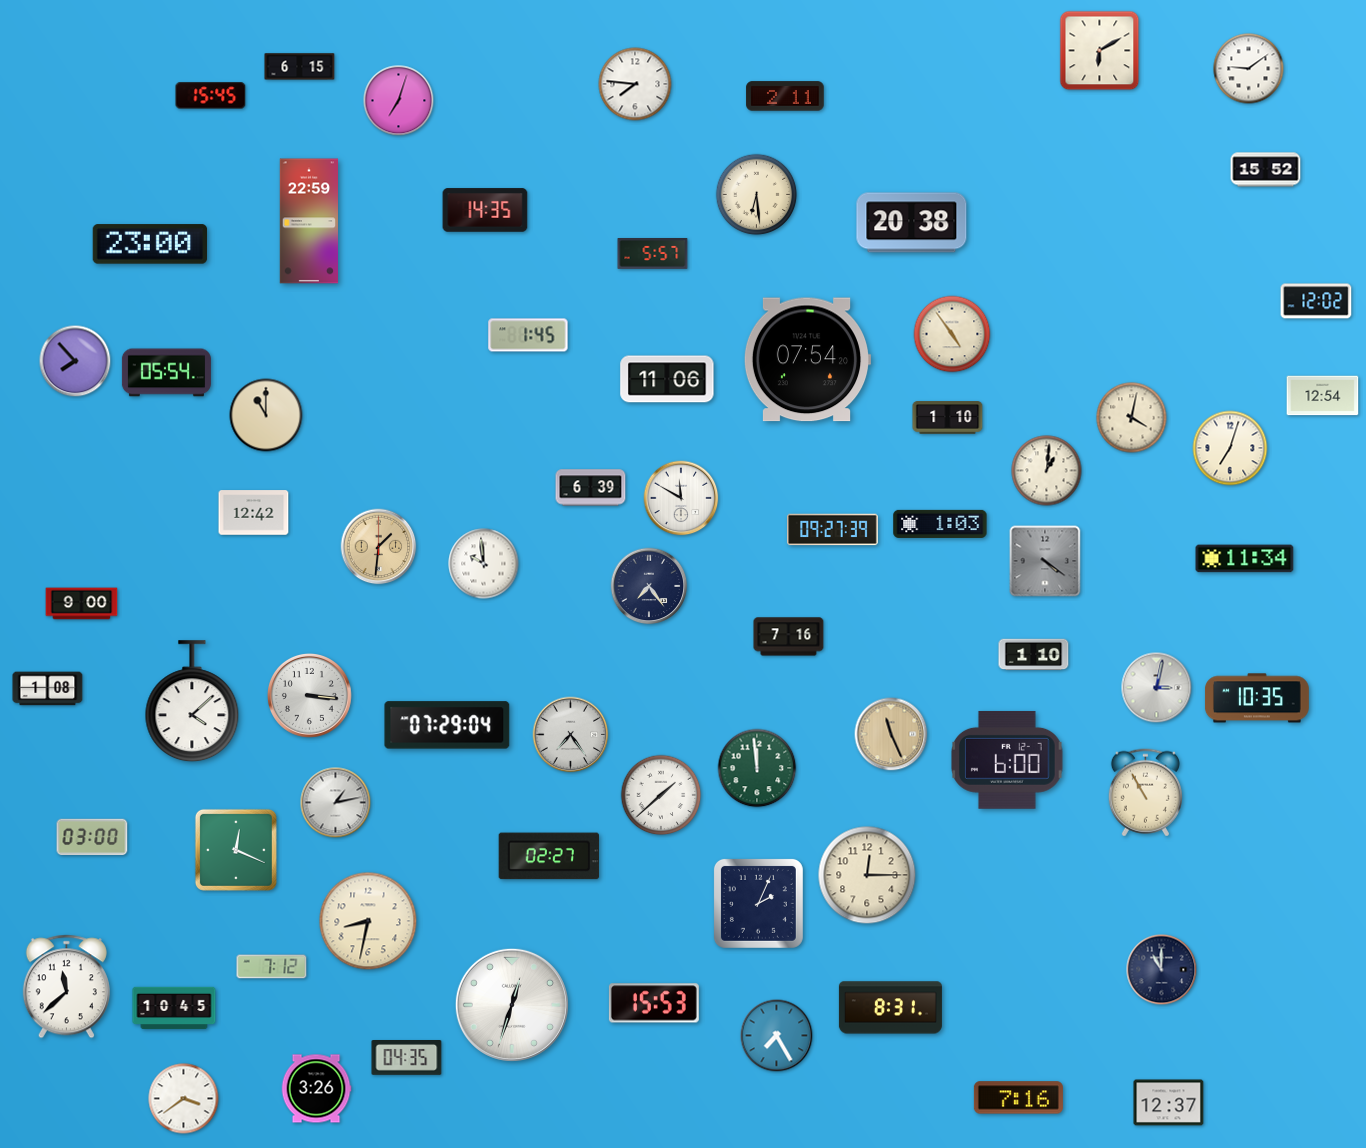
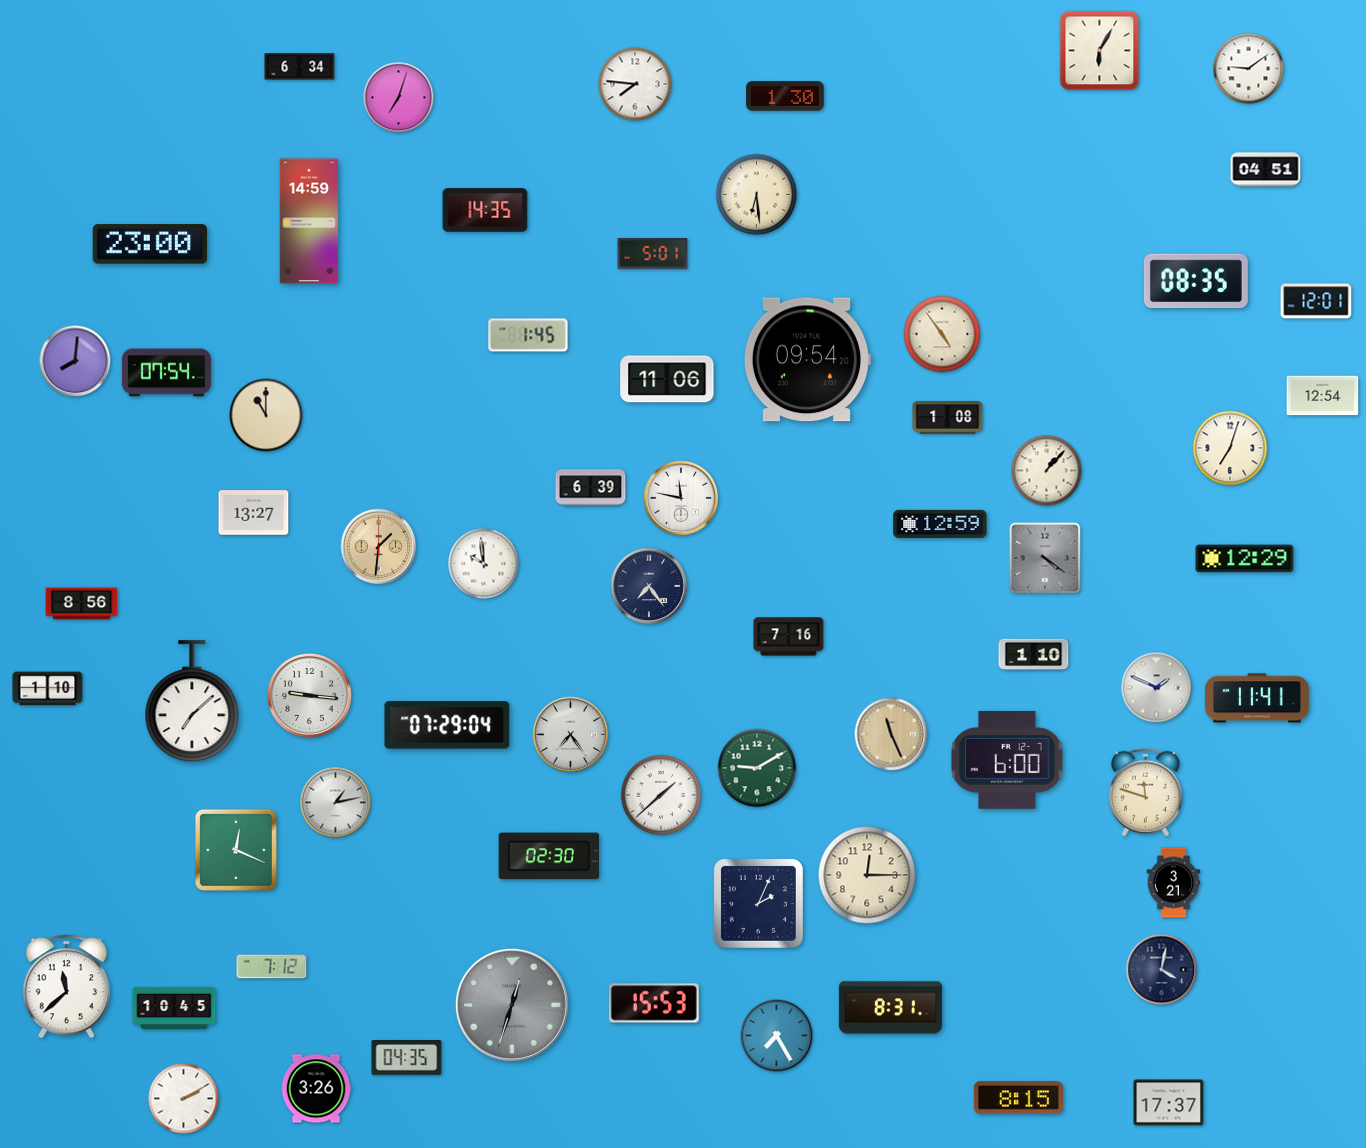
clock at (1100, 51): 6:10 -> 6:05
clock at (300, 67): 6:15 -> 6:34
clock at (211, 96): 15:45 -> none
clock at (785, 96): 2:11 -> 1:30
clock at (399, 101) position: (399, 101) -> (399, 98)
clock at (1266, 170): 15:52 -> 04:51
clock at (309, 221): 22:59 -> 14:59
clock at (912, 223): 20:38 -> none
clock at (653, 254): 5:57 -> 5:01
clock at (1196, 281): none -> 08:35
clock at (1316, 301): 12:02 -> 12:01
clock at (952, 334) position: (952, 334) -> (942, 334)
clock at (807, 360): 07:54 -> 09:54
clock at (75, 361): 7:53 -> 8:01
clock at (166, 373): 05:54 -> 07:54
clock at (948, 418): 1:10 -> 1:08
clock at (1132, 418): 4:02 -> none
clock at (1047, 471): 1:01 -> 1:07
clock at (681, 498): 11:50 -> 11:47
clock at (254, 513): 12:42 -> 13:27
clock at (940, 524): 1:03 -> 12:59
clock at (833, 530): 09:27 -> none
clock at (1245, 559): 11:34 -> 12:29
clock at (1045, 561) position: (1045, 561) -> (1045, 558)
clock at (82, 604): 9:00 -> 8:56
clock at (1157, 688): 3:02 -> 1:49
clock at (48, 689): 1:08 -> 1:10
clock at (309, 695): 3:16 -> 9:16
clock at (1257, 698): 10:35 -> 11:41
clock at (192, 702): 4:08 -> 7:08
clock at (757, 768): 11:59 -> 9:10
clock at (1145, 793): 10:55 -> 11:48
clock at (92, 837): 03:00 -> none
clock at (549, 856): 02:27 -> 02:30
clock at (1174, 883): none -> 3:21
clock at (368, 921): 8:32 -> none
clock at (1162, 970): 11:00 -> 4:02
clock at (512, 1005) dial: white -> grey
clock at (1018, 1098): 7:16 -> 8:15
clock at (184, 1099): 3:39 -> 2:10
clock at (1169, 1103): 12:37 -> 17:37
